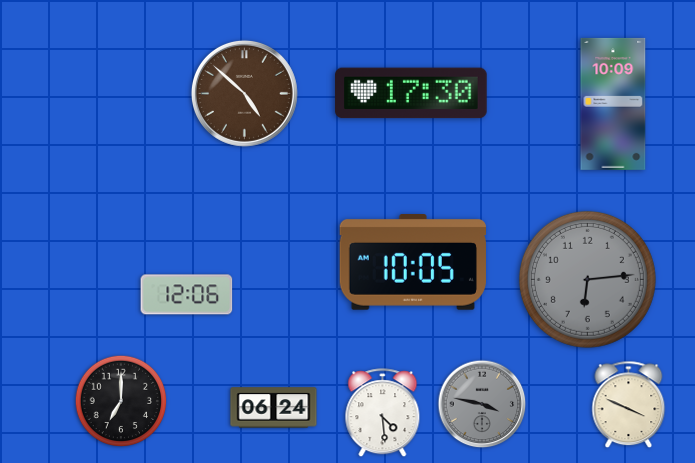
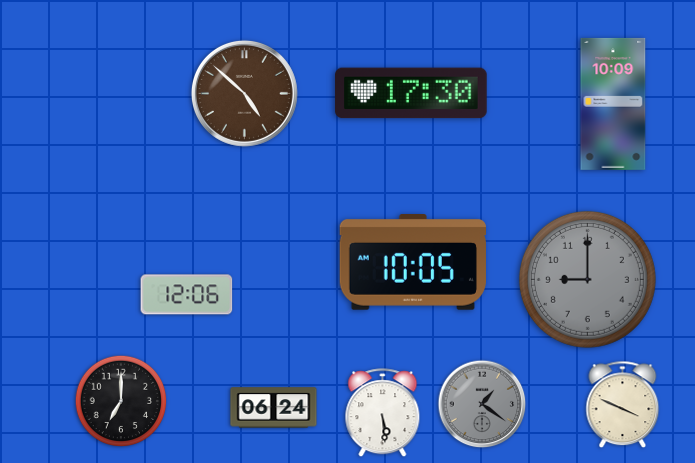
clock at (587, 279): 6:14 -> 9:00
clock at (482, 404): 3:47 -> 1:21
clock at (629, 405) position: (629, 405) -> (623, 405)
clock at (383, 413): 4:29 -> 5:29
